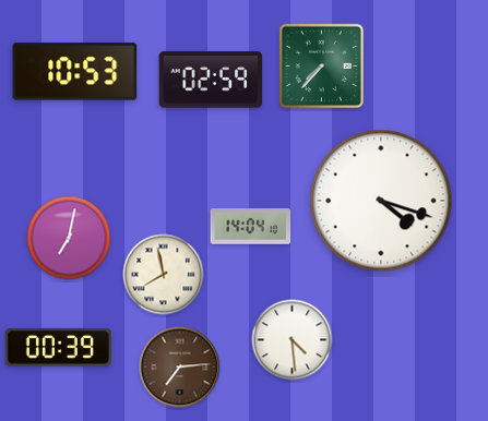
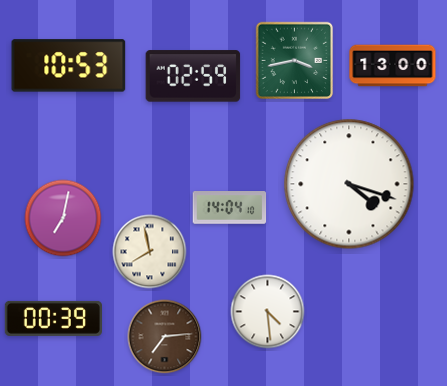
clock at (322, 67): 7:37 -> 3:43
clock at (393, 66): none -> 13:00
clock at (211, 80) position: (211, 80) -> (193, 76)
